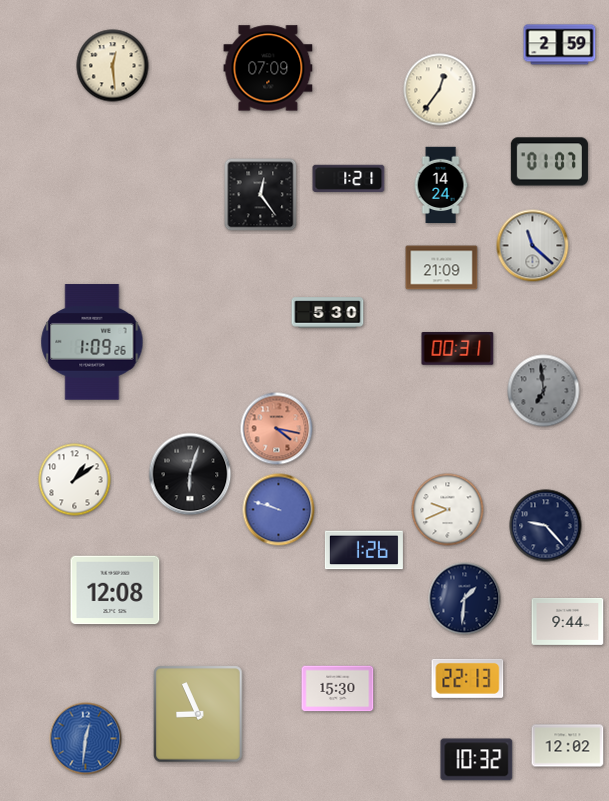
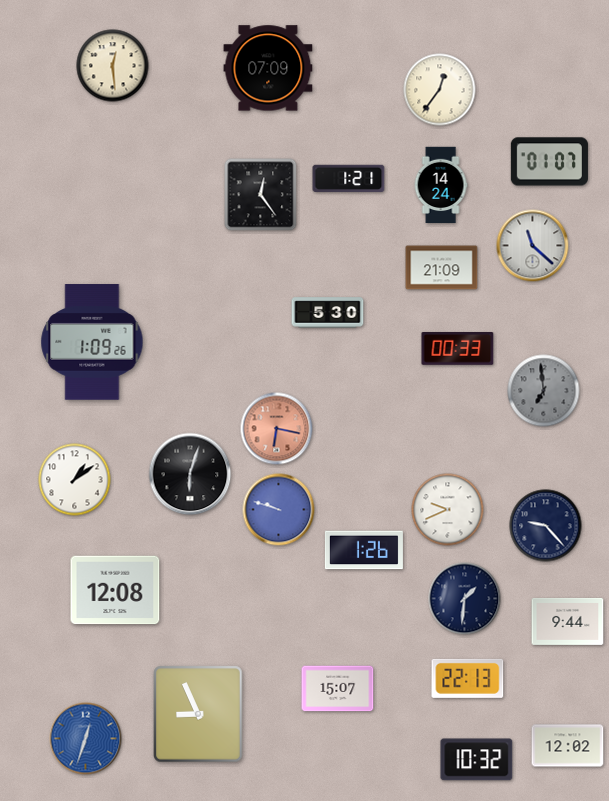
clock at (560, 45): 2:59 -> none
clock at (458, 349): 00:31 -> 00:33
clock at (277, 429): 4:17 -> 6:17
clock at (338, 689): 15:30 -> 15:07
clock at (86, 739): 12:31 -> 12:33
